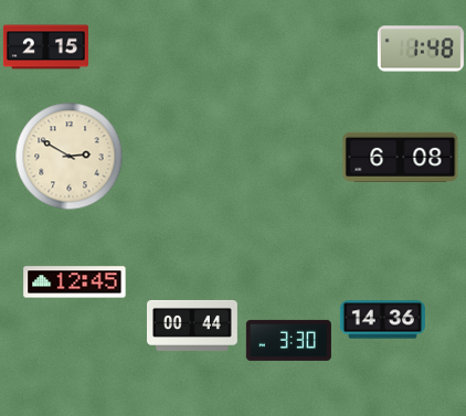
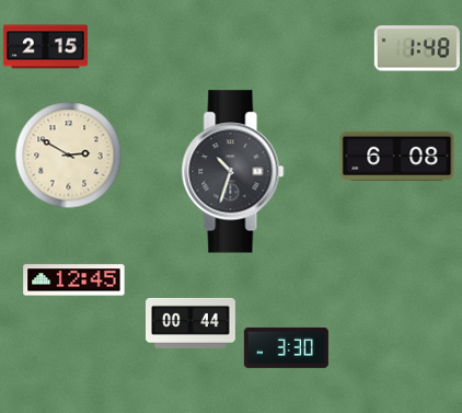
clock at (233, 172): none -> 10:33
clock at (382, 320): 14:36 -> none
clock at (288, 340) position: (288, 340) -> (286, 347)
